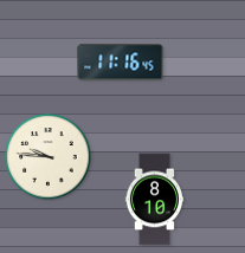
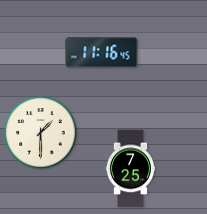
clock at (49, 157): 9:46 -> 1:30
clock at (154, 200): 8:10 -> 7:25
